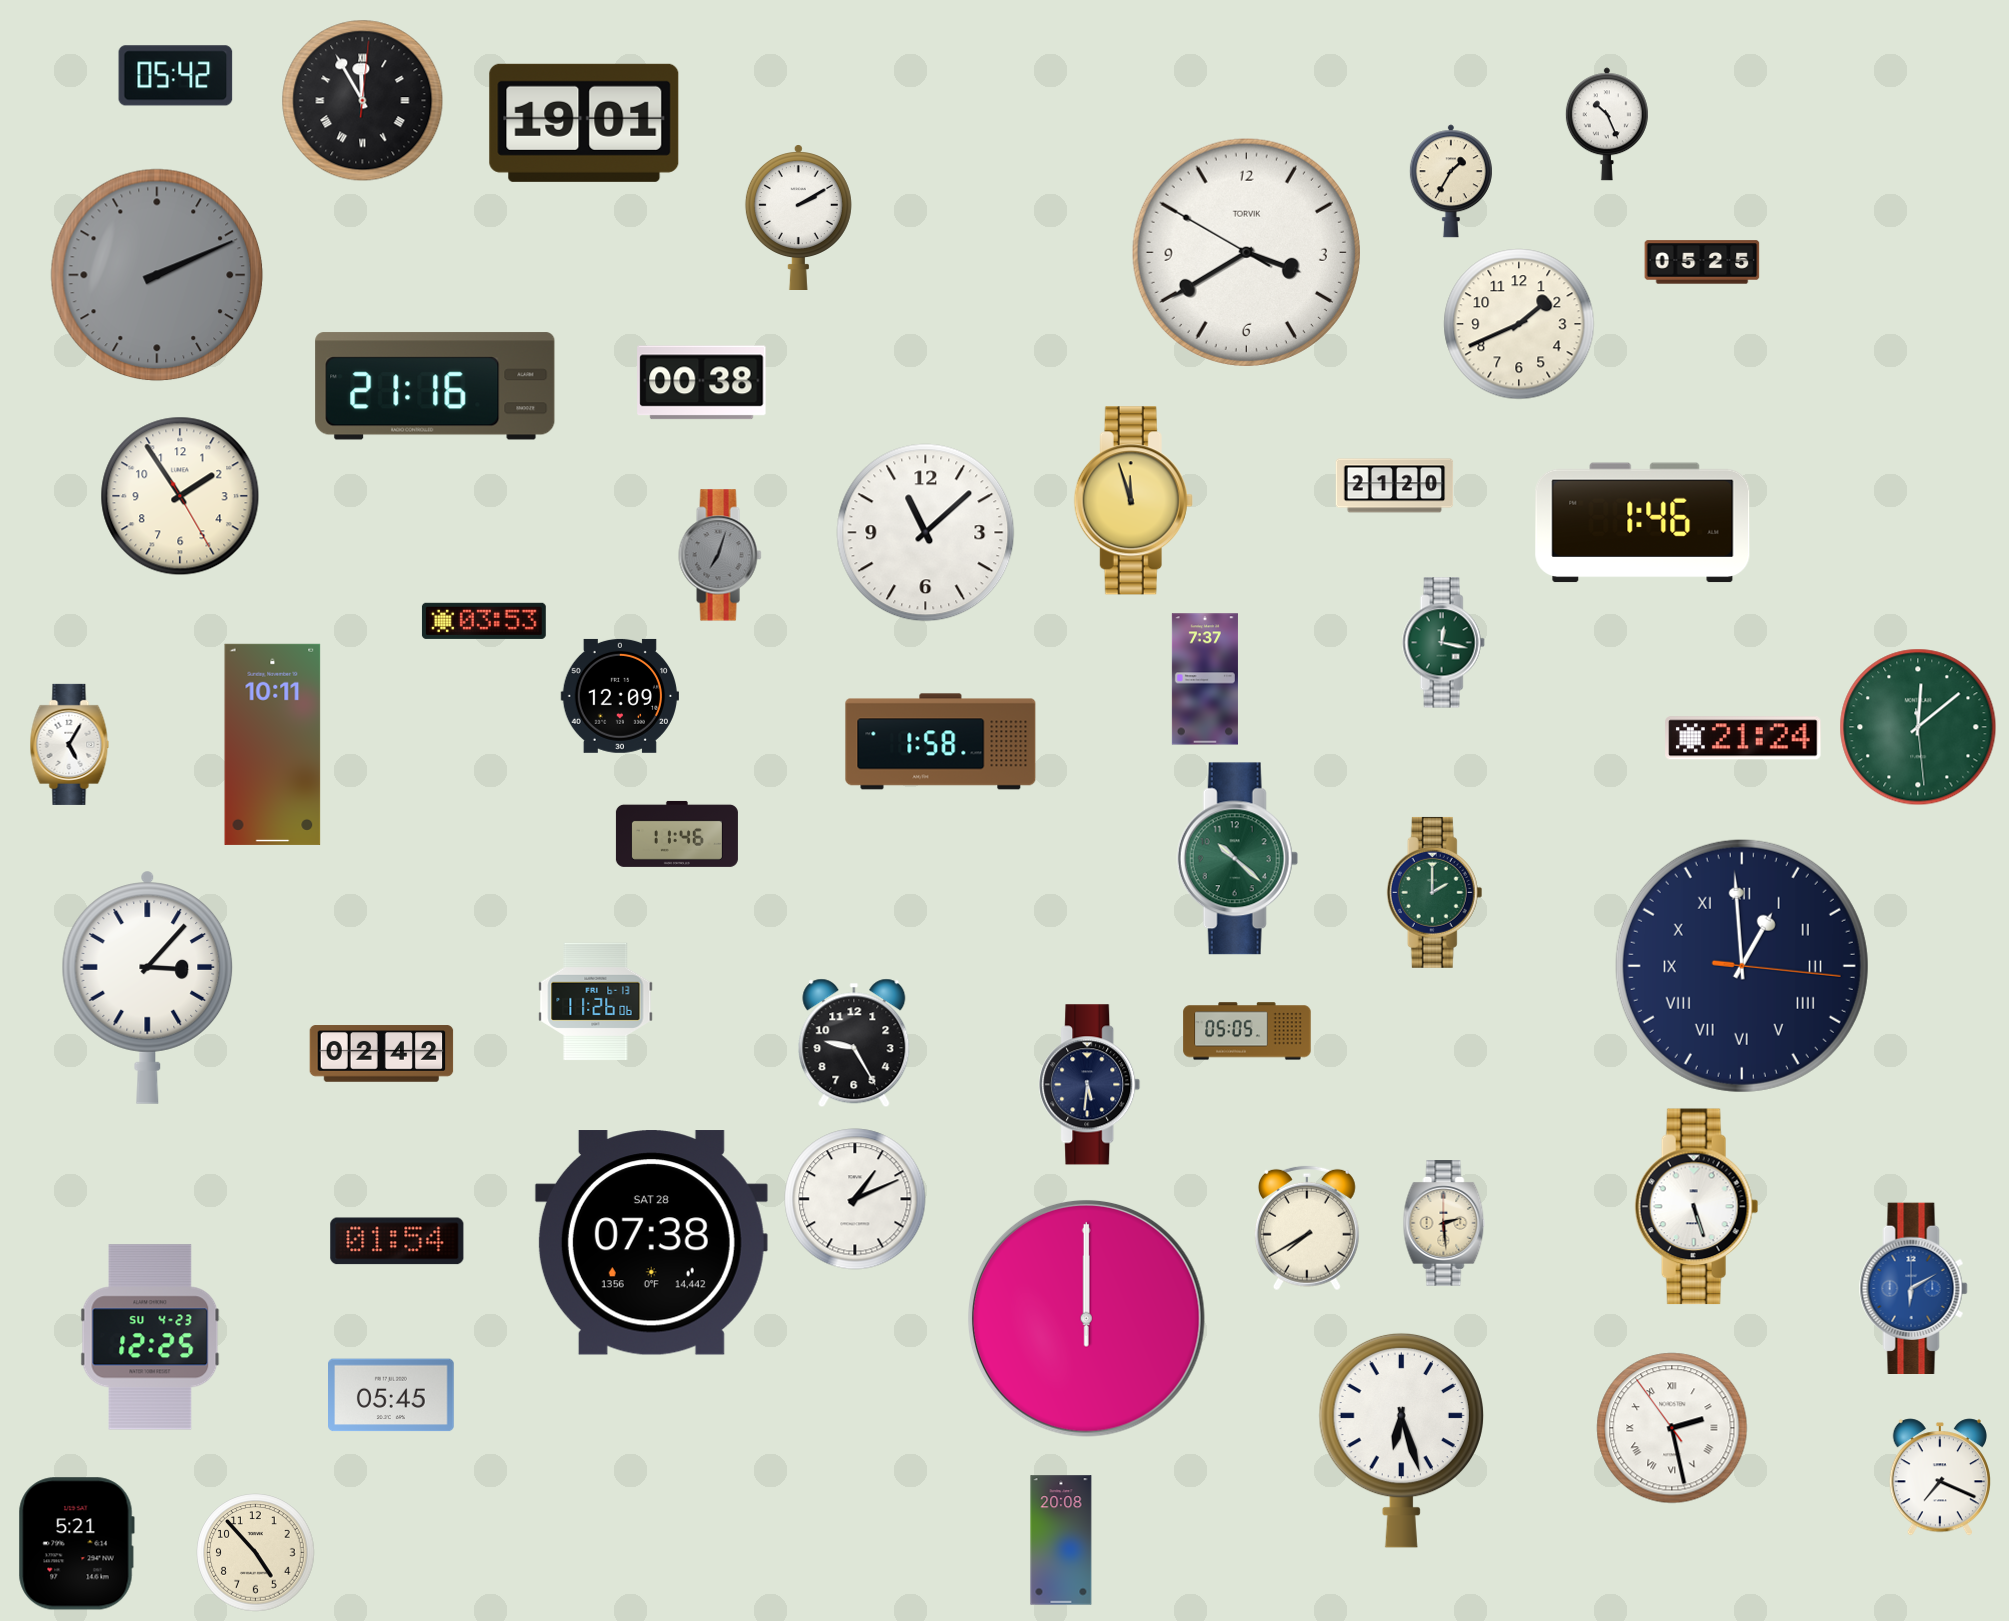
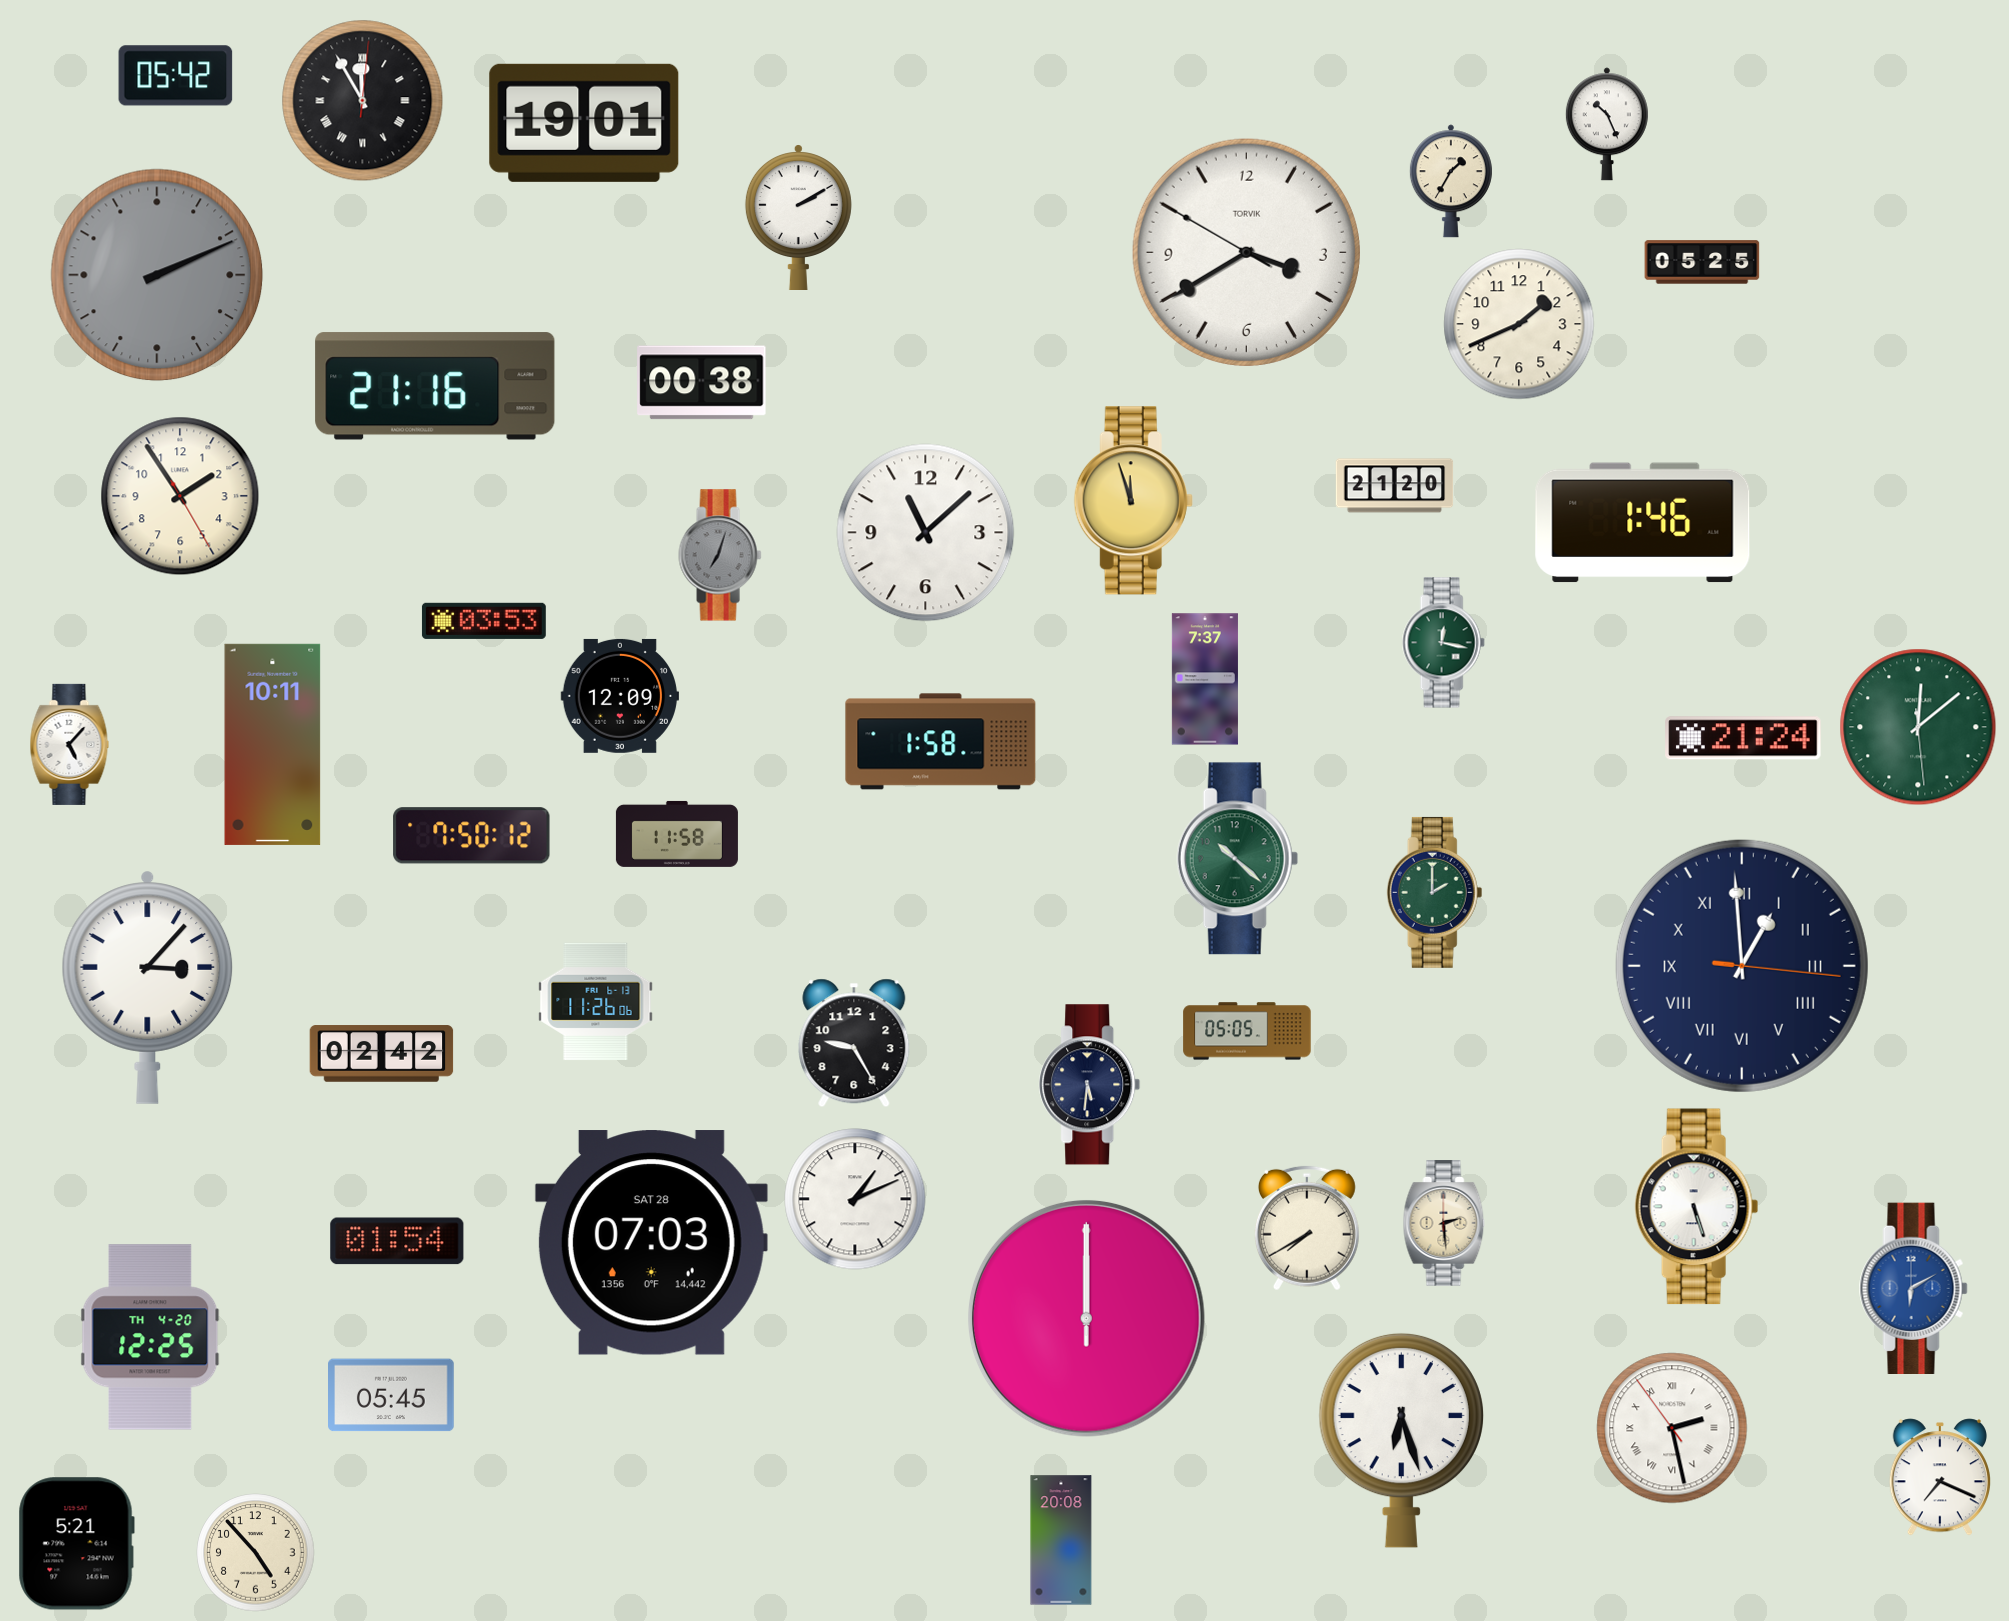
clock at (70, 744): 5:05 -> 5:07
clock at (677, 834): 11:46 -> 11:58
clock at (472, 836): none -> 7:50
clock at (651, 1243): 07:38 -> 07:03
clock at (150, 1337) date: SU 4-23 -> TH 4-20
